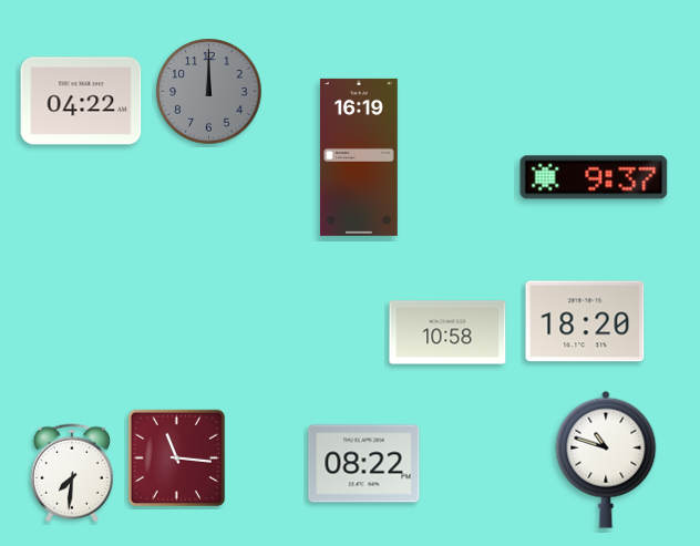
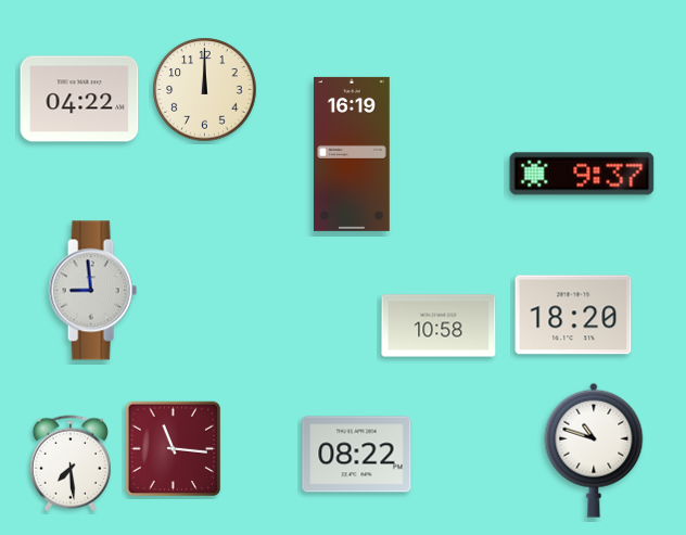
clock at (209, 92) dial: grey -> cream
clock at (92, 291): none -> 8:59
clock at (72, 473): 7:31 -> 7:29
